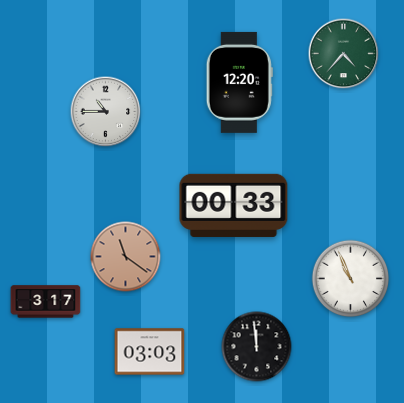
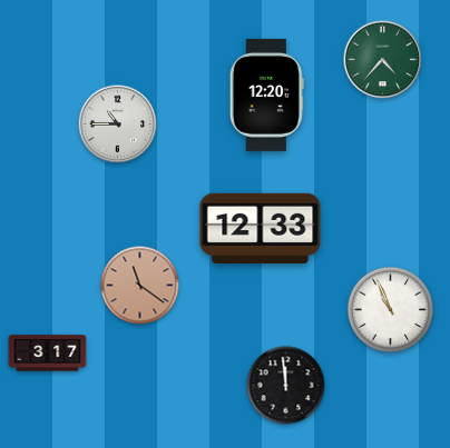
clock at (239, 82) position: (239, 82) -> (266, 94)
clock at (234, 205): 00:33 -> 12:33
clock at (46, 302) position: (46, 302) -> (48, 354)
clock at (150, 352): 03:03 -> none
